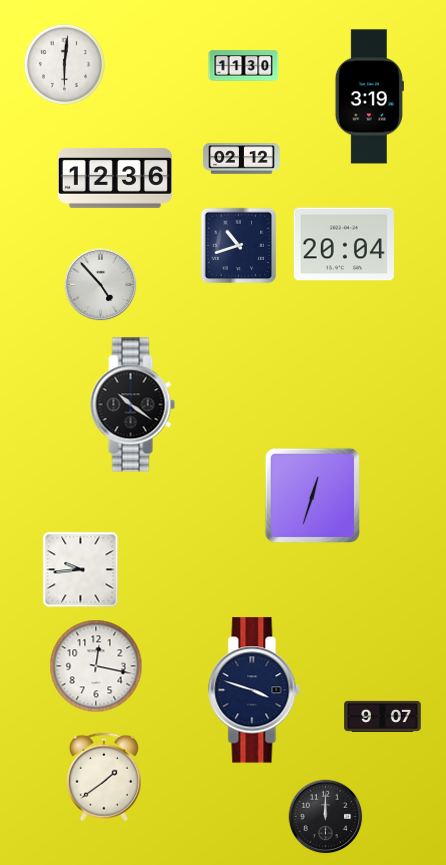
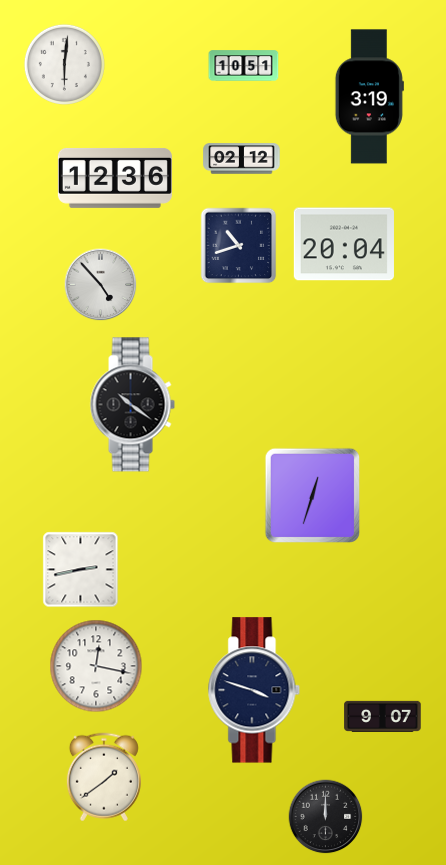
clock at (244, 66): 11:30 -> 10:51
clock at (81, 570): 9:44 -> 2:43
